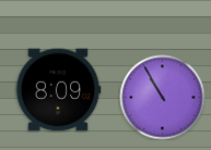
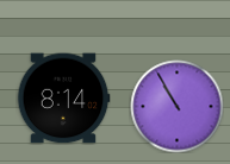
clock at (58, 90): 8:09 -> 8:14
